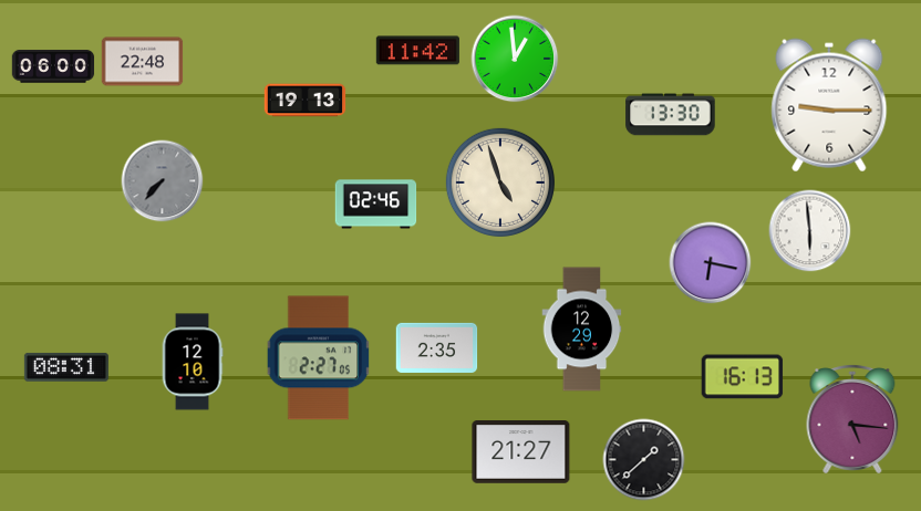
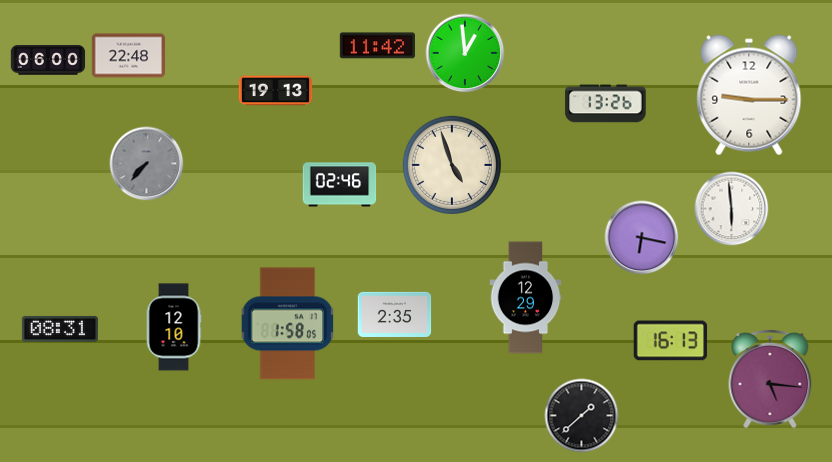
clock at (671, 115): 13:30 -> 13:26
clock at (319, 358): 2:27 -> 1:58
clock at (66, 367) position: (66, 367) -> (60, 329)
clock at (521, 452): 21:27 -> none
